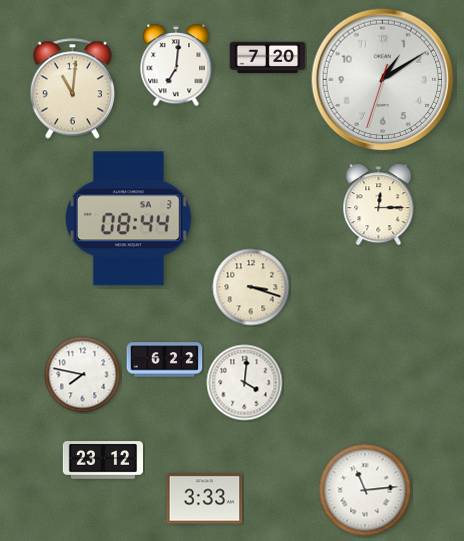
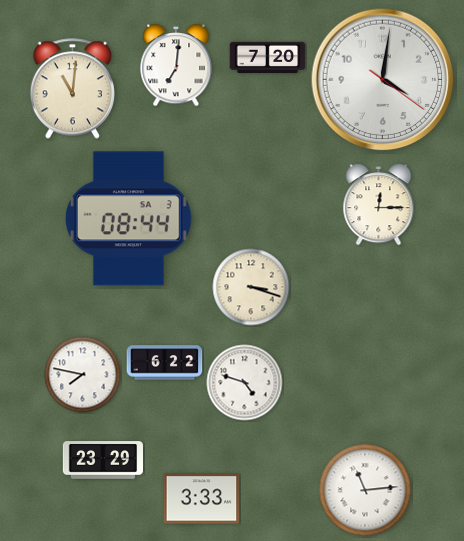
clock at (383, 80): 1:09 -> 4:01
clock at (165, 360) position: (165, 360) -> (165, 363)
clock at (245, 383): 4:01 -> 4:48
clock at (102, 460): 23:12 -> 23:29
clock at (205, 499) position: (205, 499) -> (202, 499)
